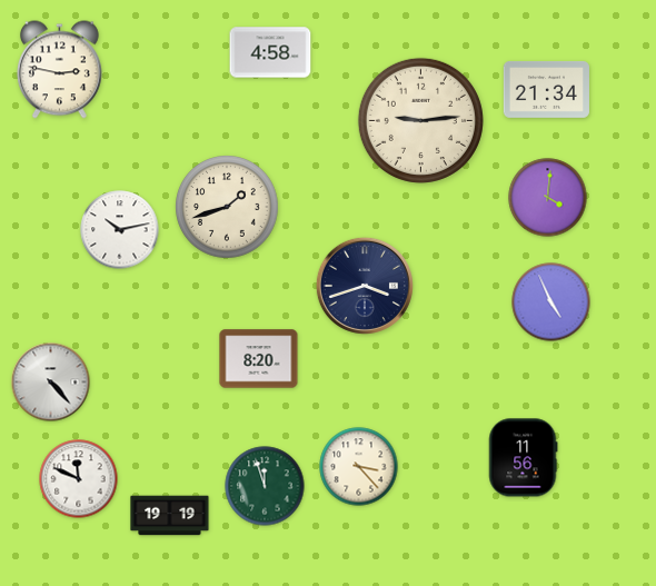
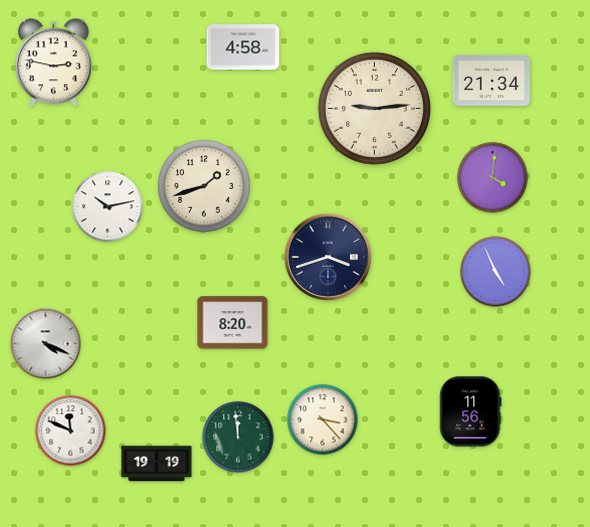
clock at (420, 120) position: (420, 120) -> (374, 108)
clock at (51, 383): 4:23 -> 4:19
clock at (265, 486): 11:57 -> 11:59
clock at (170, 516) position: (170, 516) -> (157, 464)
